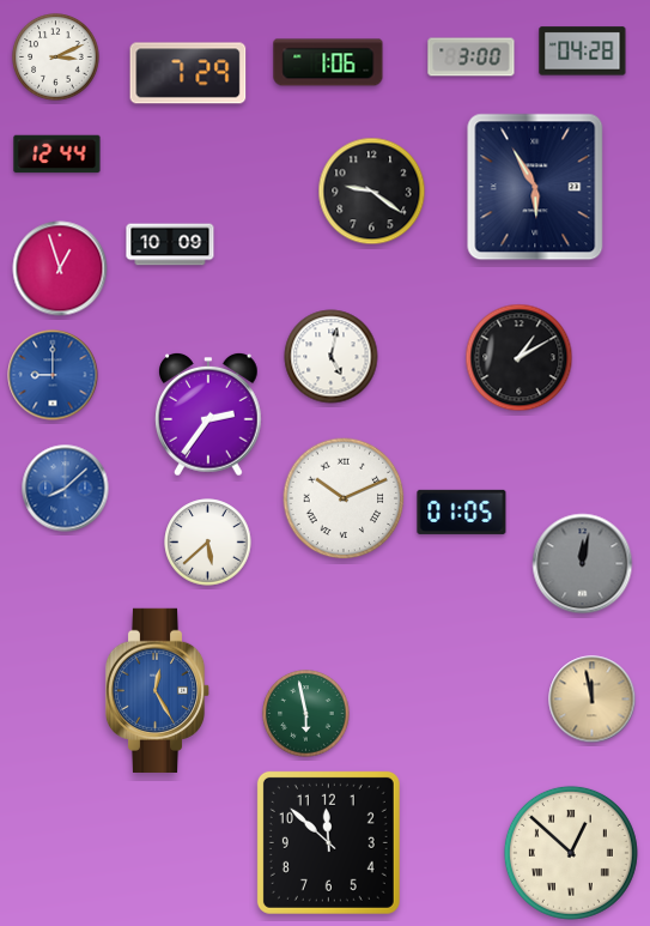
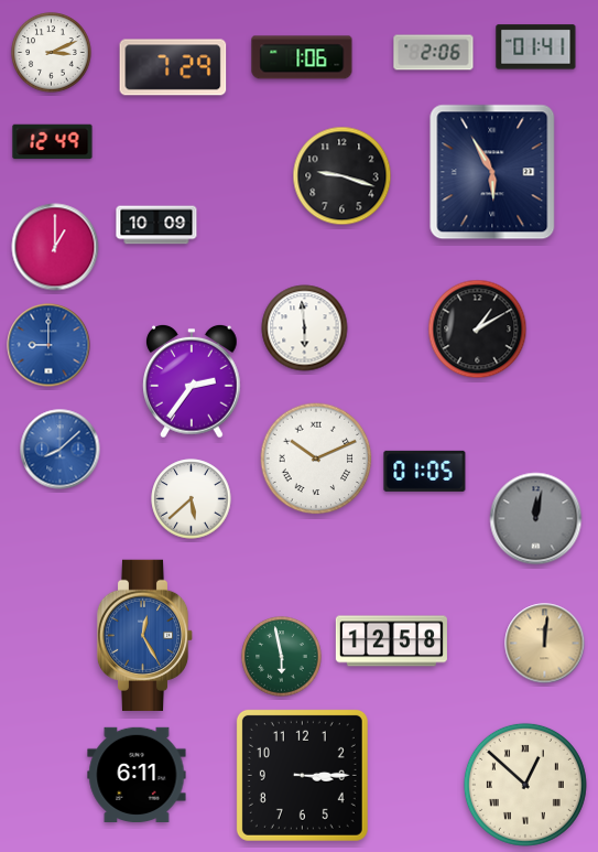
clock at (583, 52): 04:28 -> 01:41
clock at (472, 58): 3:00 -> 2:06
clock at (57, 155): 12:44 -> 12:49
clock at (372, 192): 9:21 -> 9:18
clock at (60, 268): 12:57 -> 1:00
clock at (332, 357): 5:02 -> 5:59
clock at (391, 641): none -> 12:58
clock at (593, 700): 11:58 -> 12:01
clock at (137, 774): none -> 6:11
clock at (328, 842): 11:52 -> 3:15
